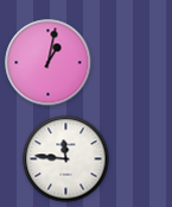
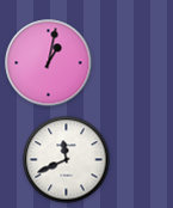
clock at (66, 159): 11:46 -> 11:41
